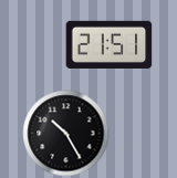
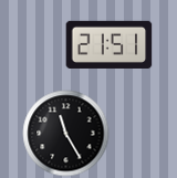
clock at (65, 133): 10:25 -> 11:25
